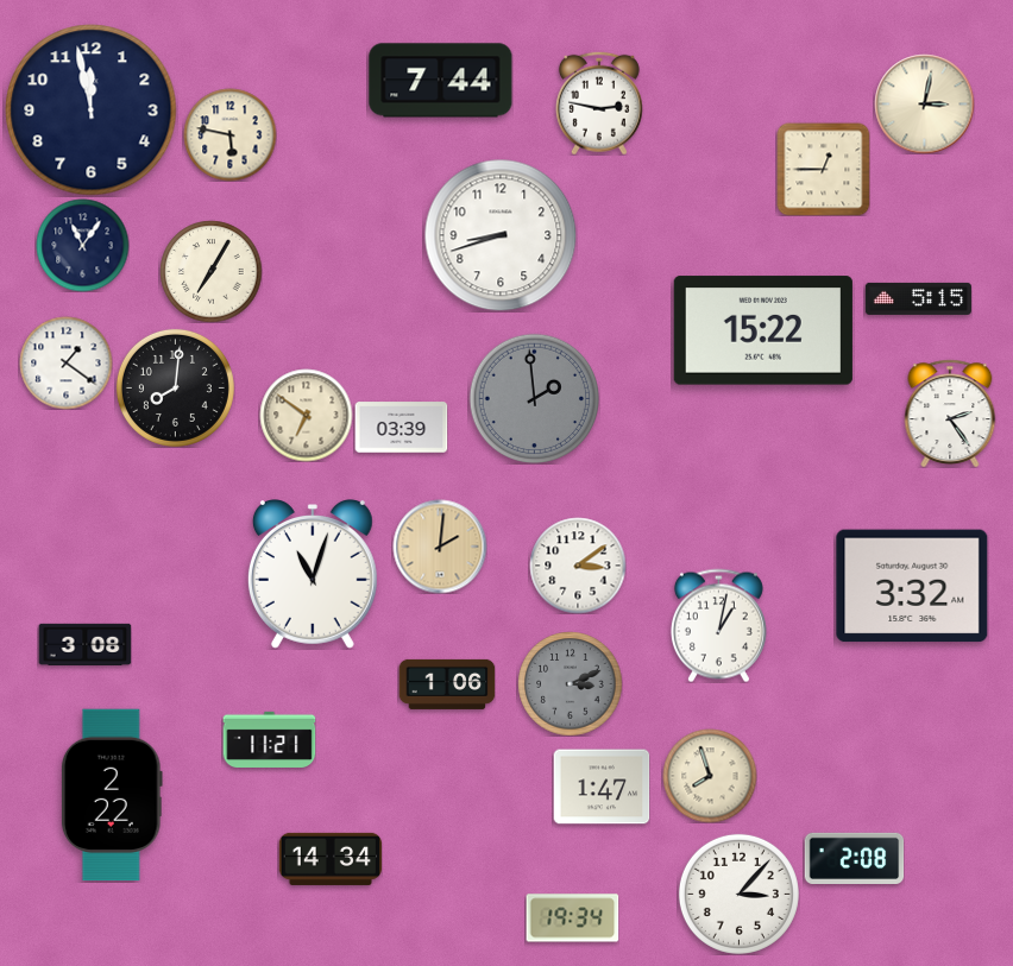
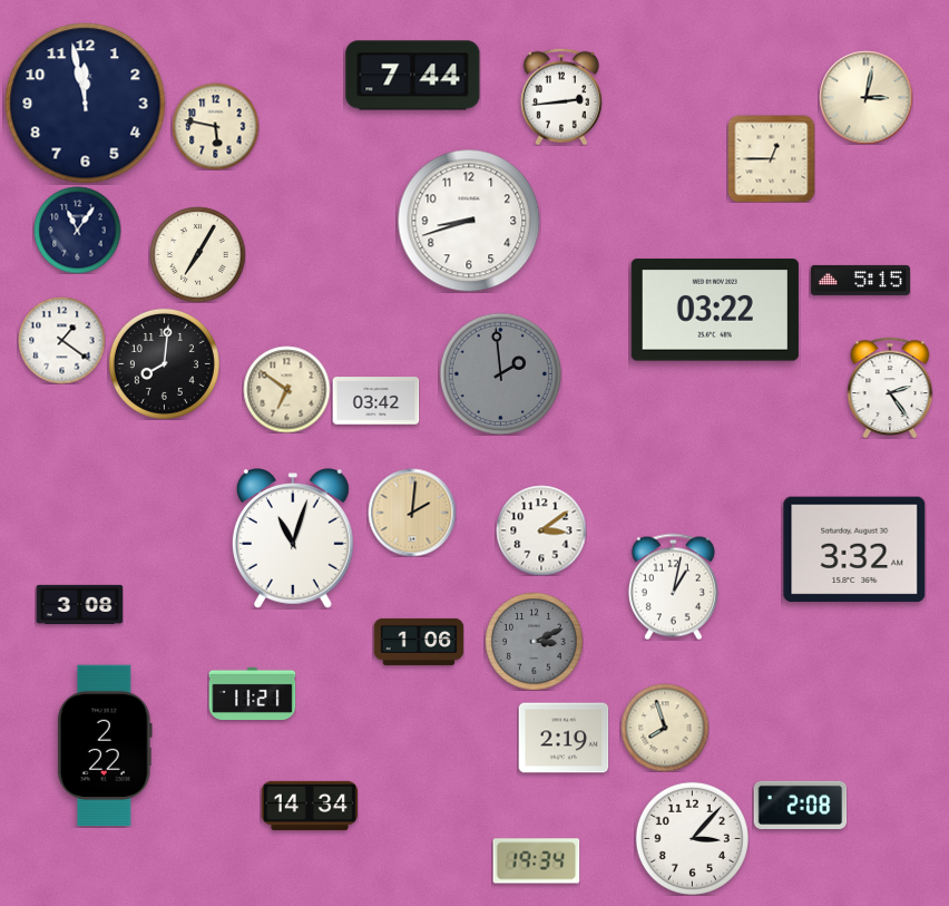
clock at (599, 103): 2:47 -> 2:44
clock at (763, 330): 15:22 -> 03:22
clock at (401, 428): 03:39 -> 03:42
clock at (602, 787): 1:47 -> 2:19
